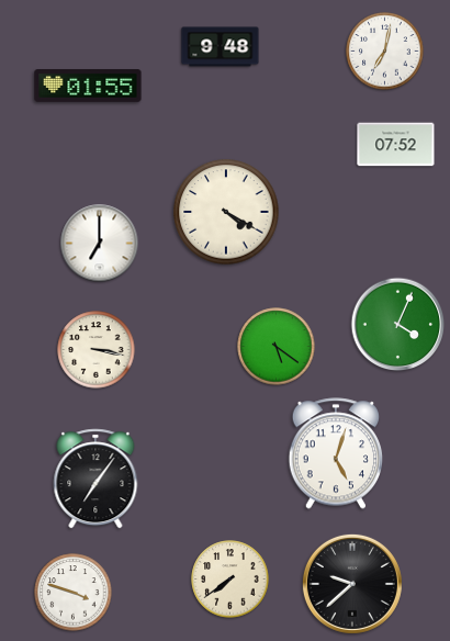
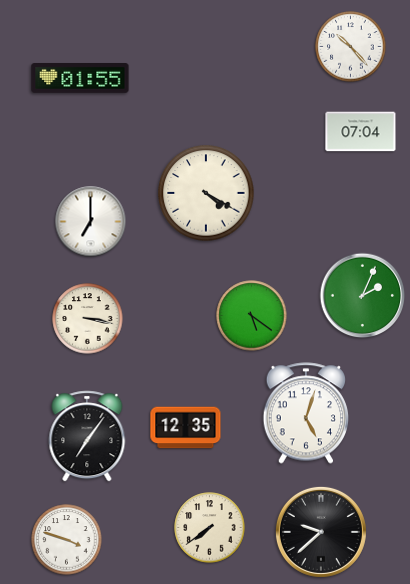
clock at (221, 47): 9:48 -> none
clock at (385, 52): 7:02 -> 10:23
clock at (396, 145): 07:52 -> 07:04
clock at (398, 325): 4:04 -> 2:04
clock at (186, 428): none -> 12:35
